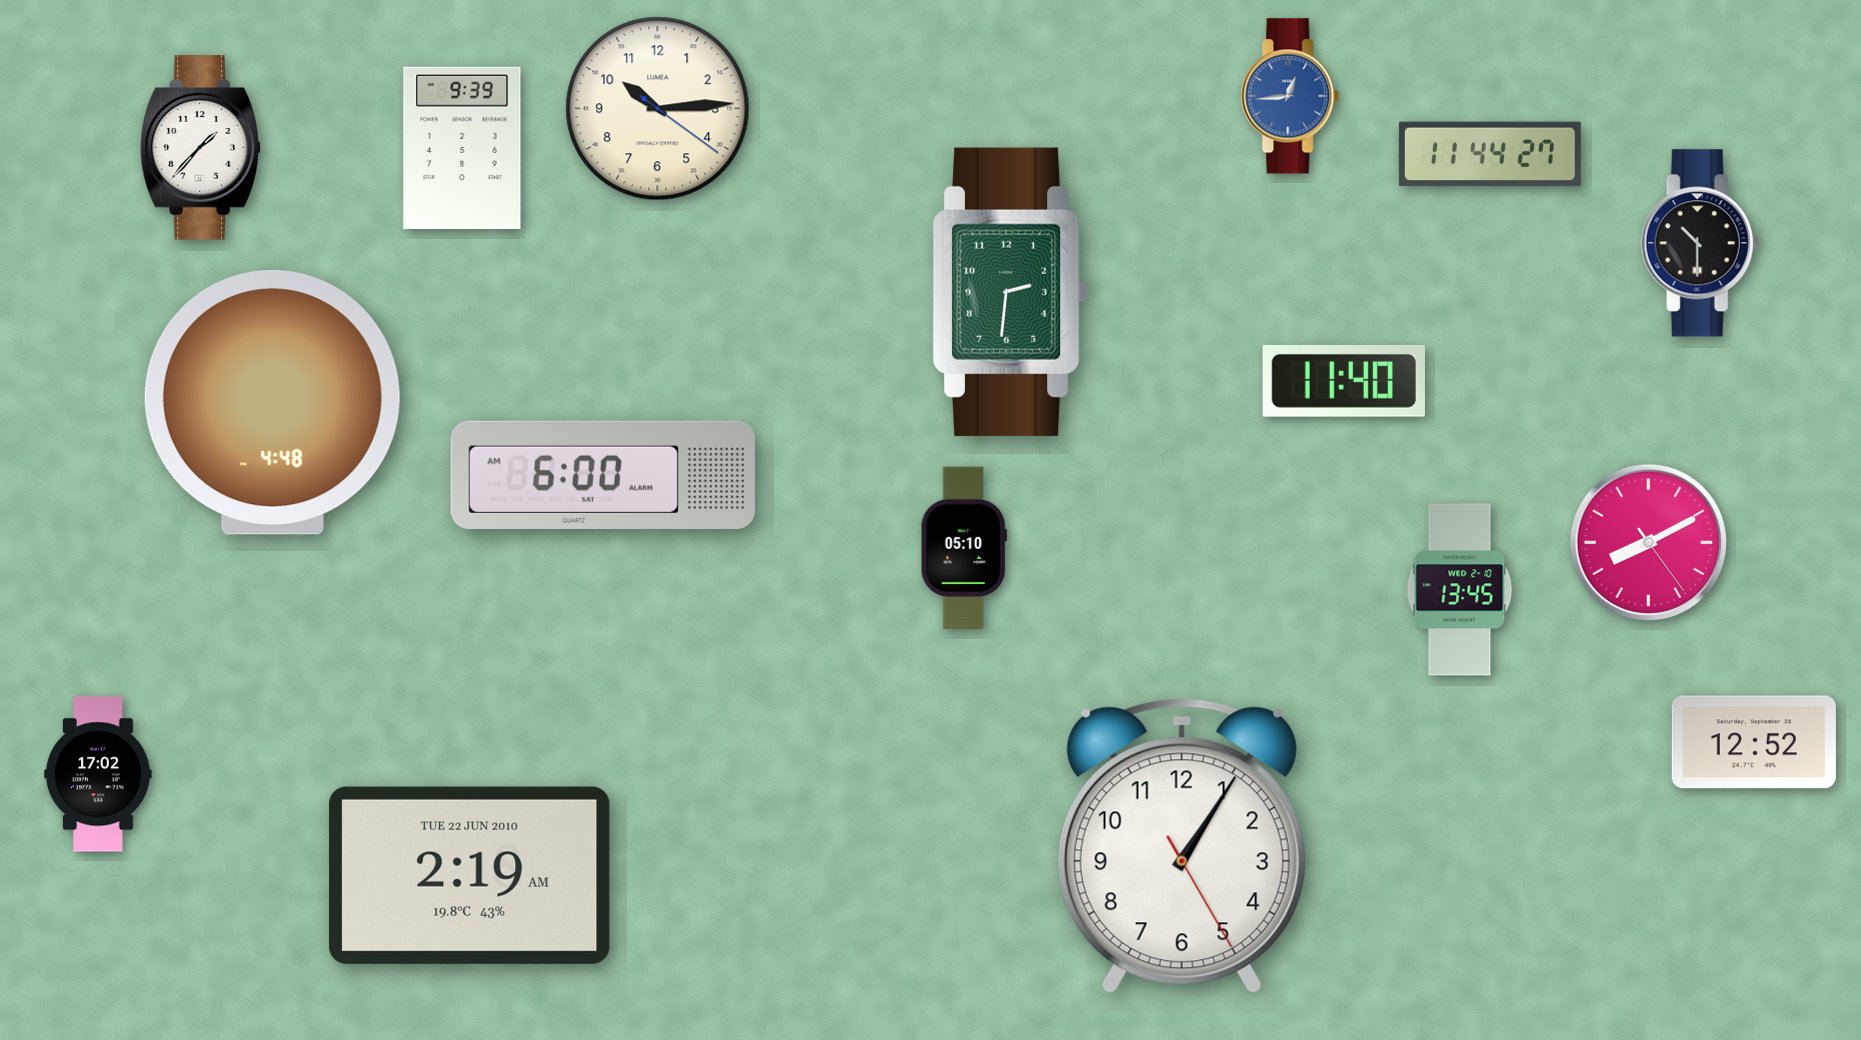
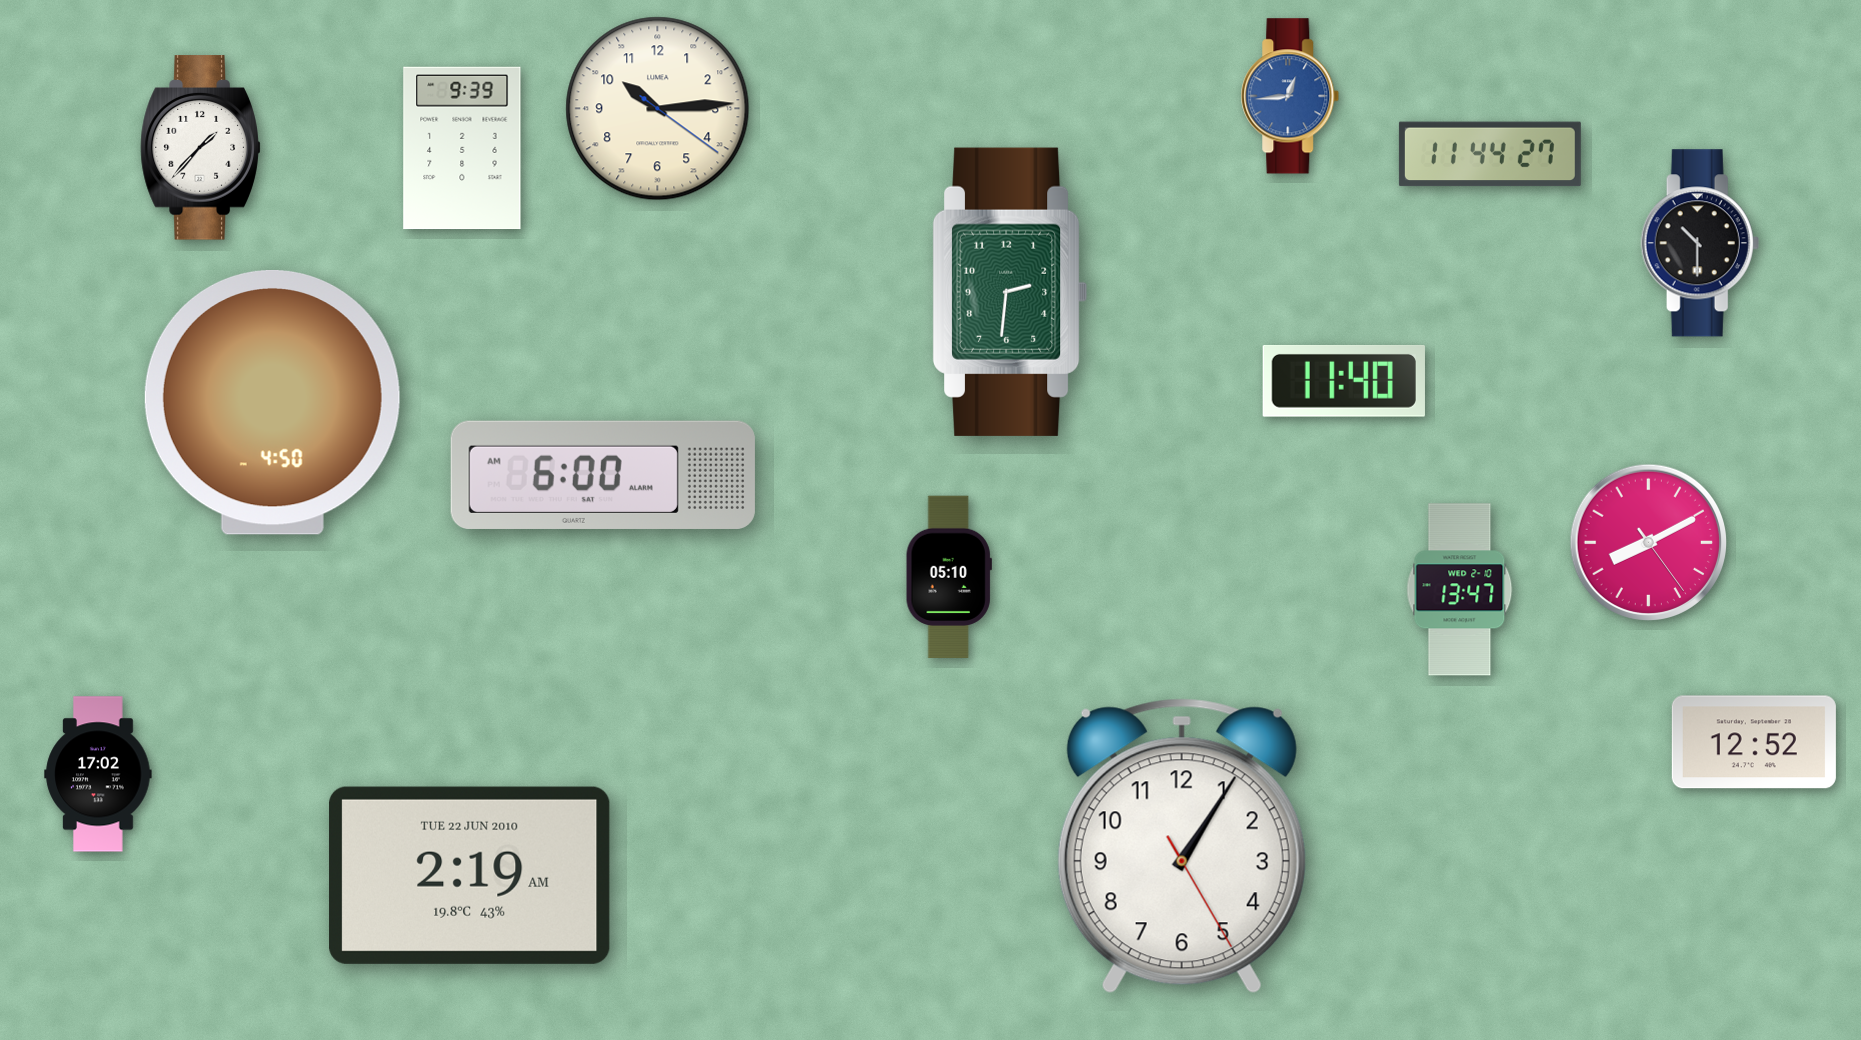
clock at (272, 402): 4:48 -> 4:50
clock at (964, 548) position: (964, 548) -> (949, 577)
clock at (1460, 590): 13:45 -> 13:47
